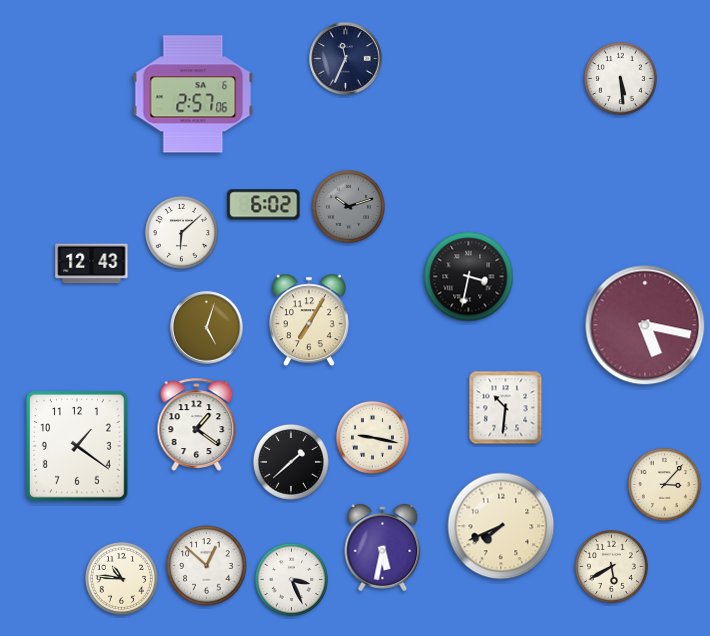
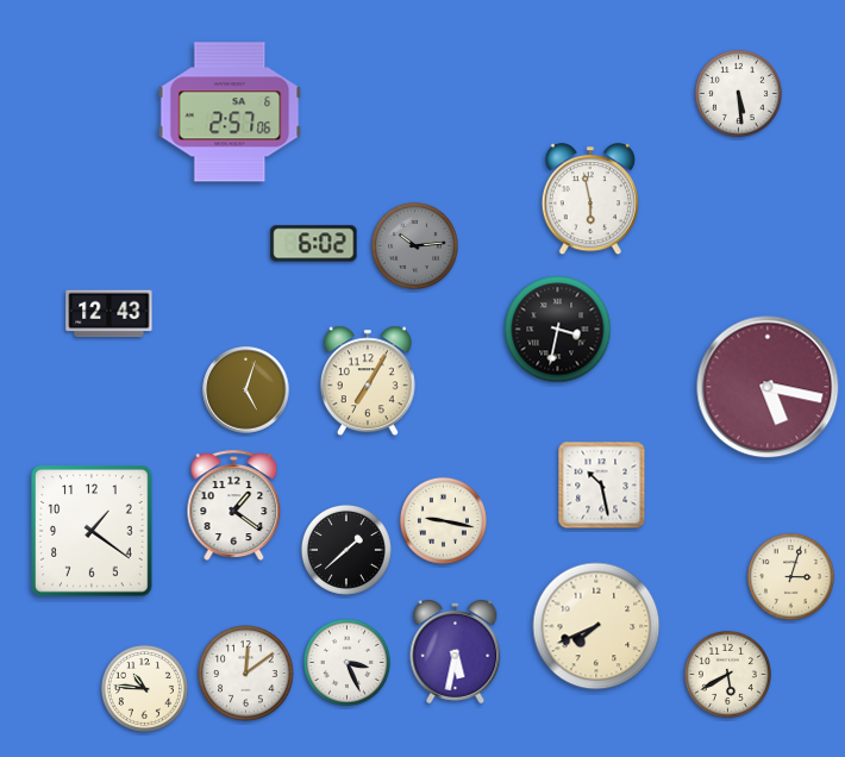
clock at (346, 59): 11:34 -> none
clock at (590, 200): none -> 5:58
clock at (348, 206): 10:12 -> 10:14
clock at (181, 232): 6:08 -> none
clock at (506, 408): 10:31 -> 10:28
clock at (664, 484): 3:07 -> 3:03
clock at (207, 566): 12:52 -> 12:09
clock at (291, 579) position: (291, 579) -> (346, 662)
